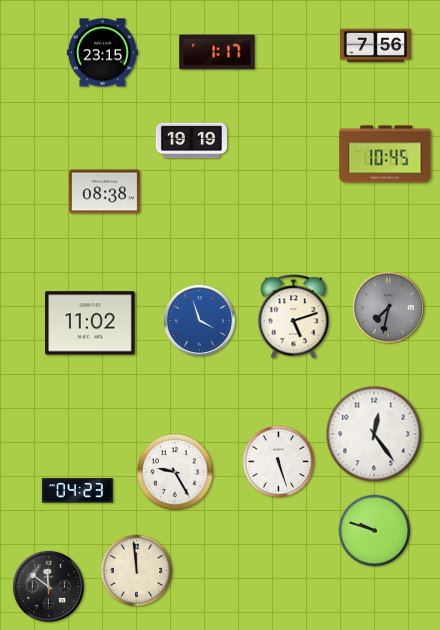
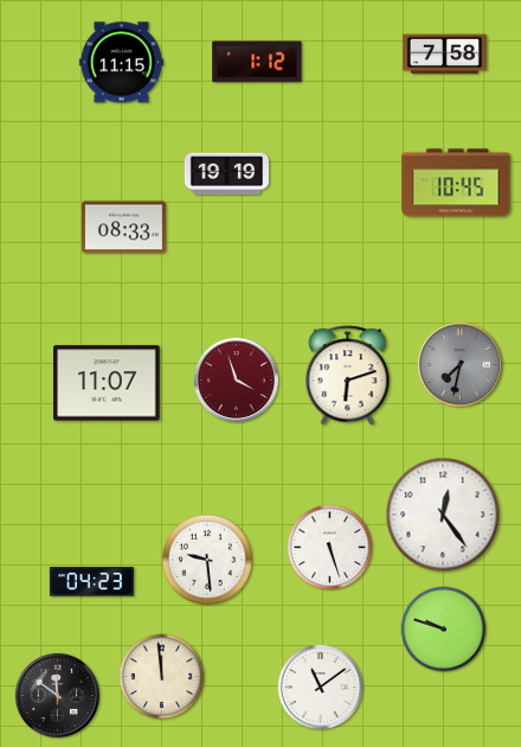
clock at (375, 46): 7:56 -> 7:58
clock at (217, 52): 1:17 -> 1:12
clock at (102, 53): 23:15 -> 11:15
clock at (191, 141) position: (191, 141) -> (226, 174)
clock at (104, 192): 08:38 -> 08:33
clock at (294, 317): 5:12 -> 6:12
clock at (199, 320) dial: blue -> burgundy
clock at (90, 323): 11:02 -> 11:07
clock at (174, 471): 9:25 -> 9:29
clock at (320, 687): none -> 11:09
